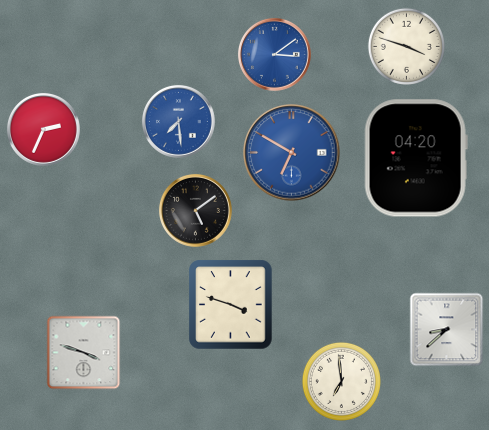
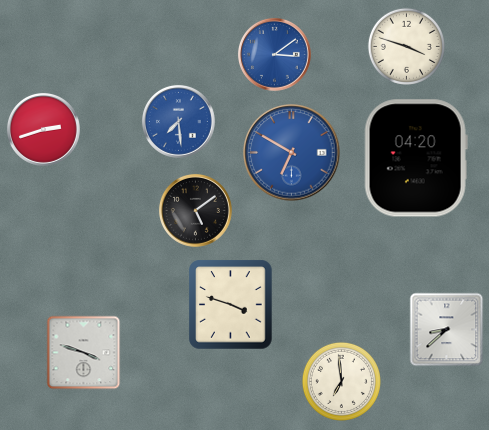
clock at (43, 129): 2:34 -> 2:42
